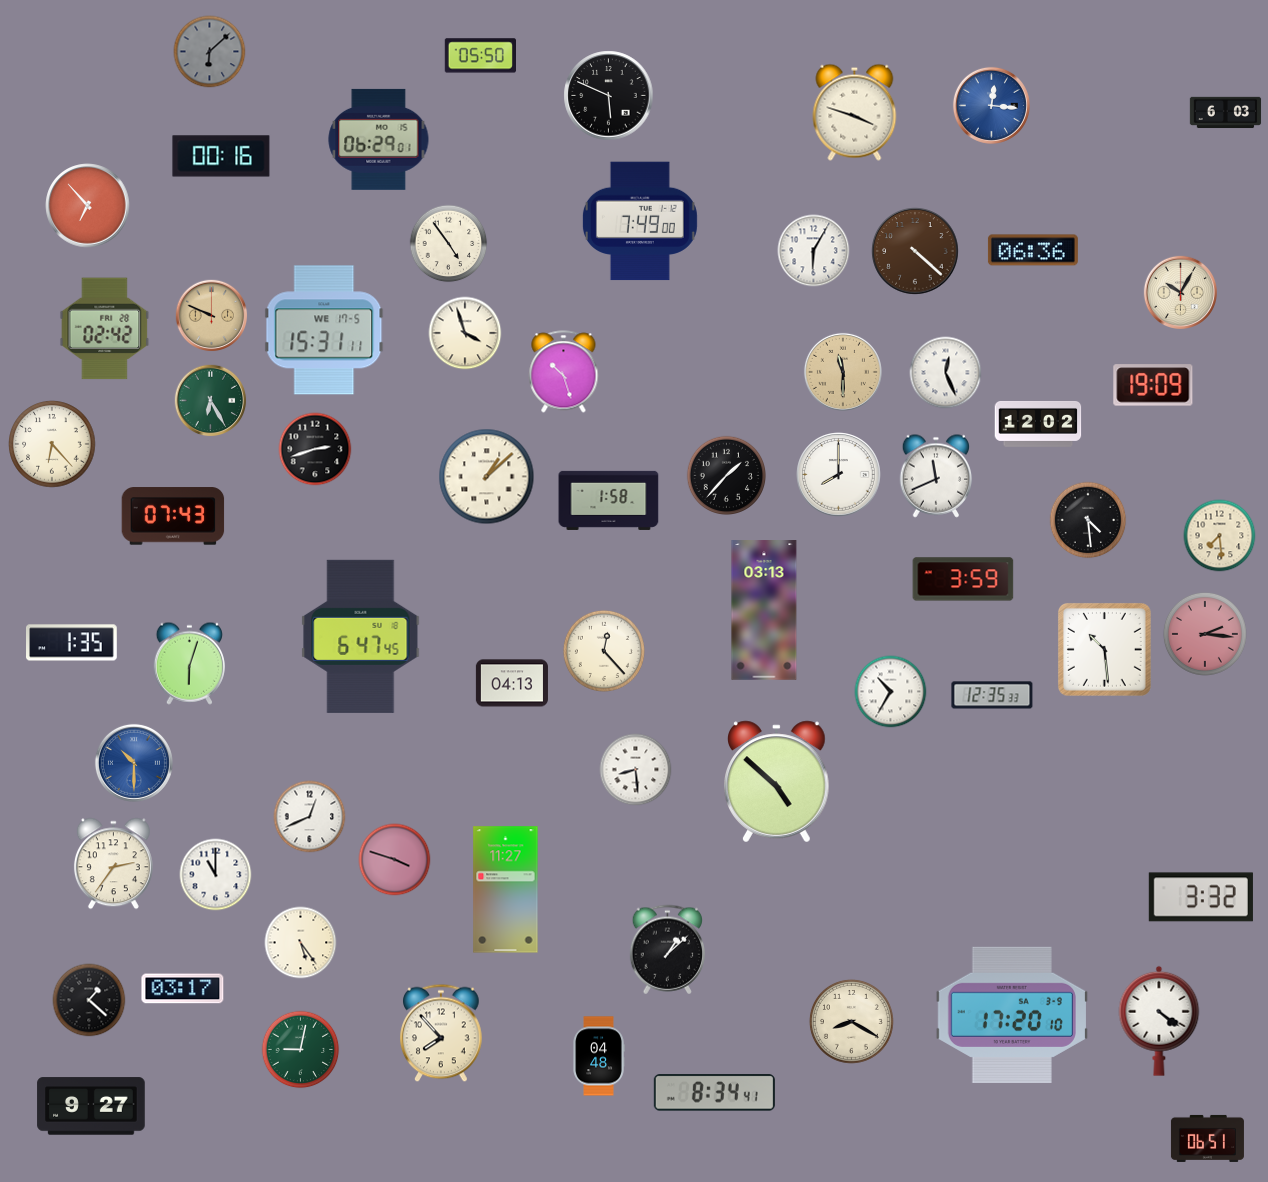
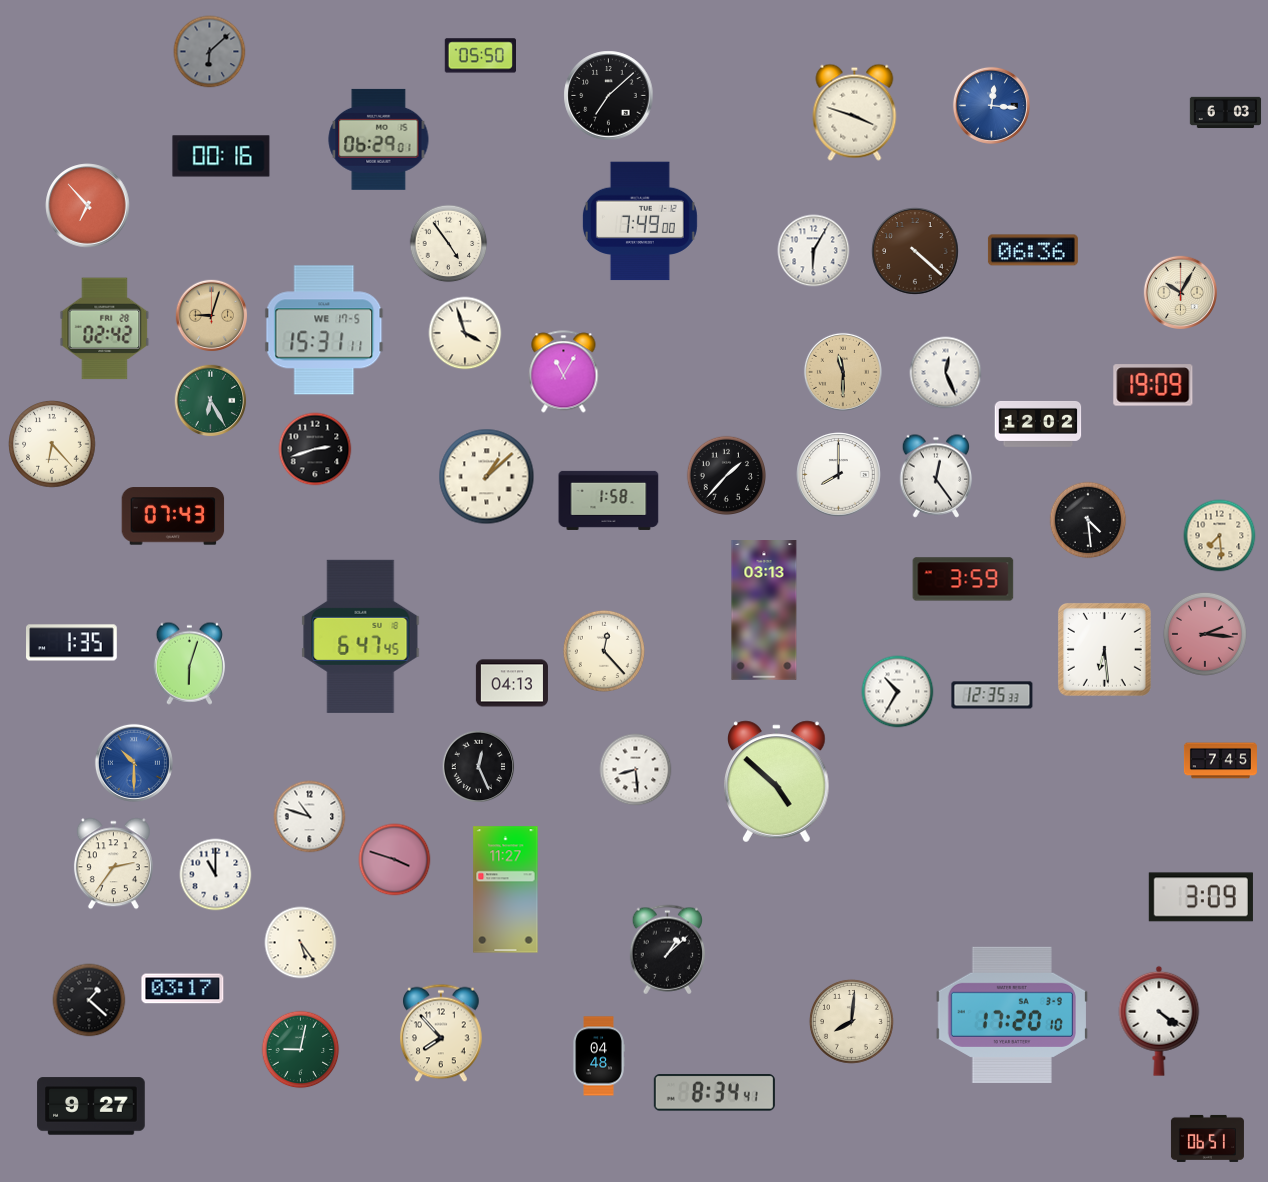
clock at (609, 96): 5:49 -> 7:08
clock at (212, 316): 9:49 -> 9:03
clock at (564, 372): 10:27 -> 11:05
clock at (936, 476): 11:41 -> 12:24
clock at (1104, 649): 10:29 -> 6:29
clock at (891, 692) position: (891, 692) -> (898, 692)
clock at (1220, 761): none -> 7:45
clock at (479, 767): none -> 12:26
clock at (310, 817): 12:41 -> 10:48
clock at (1201, 897): 3:32 -> 3:09
clock at (851, 1021): 8:20 -> 8:01
